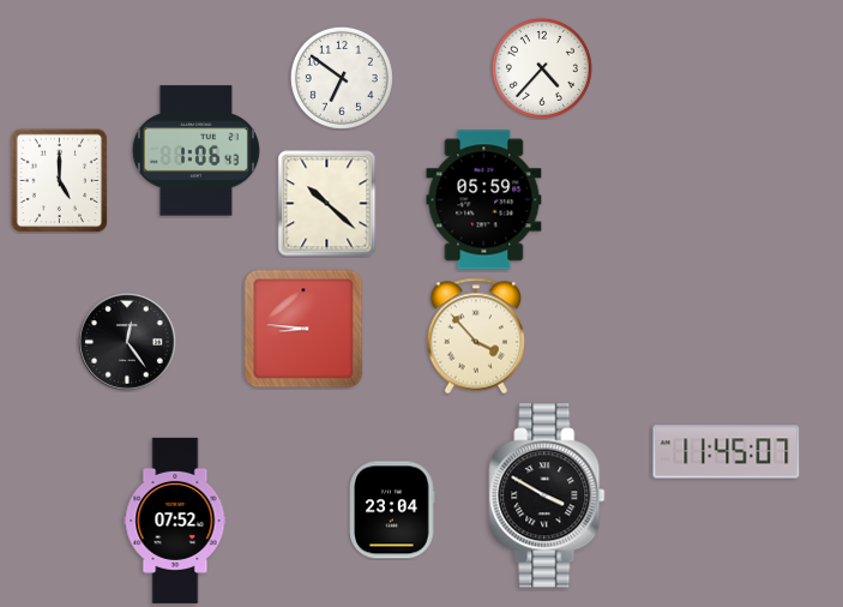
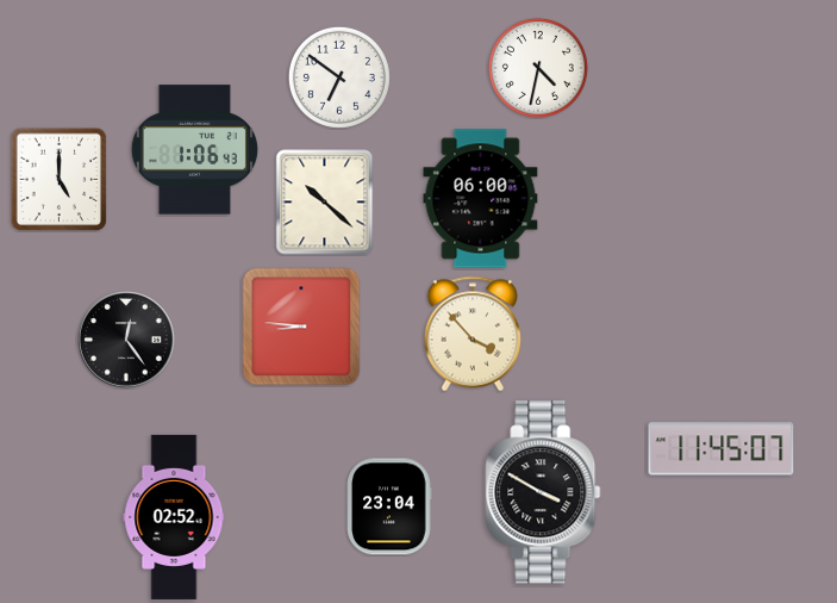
clock at (542, 68): 4:37 -> 4:32
clock at (484, 200): 05:59 -> 06:00
clock at (175, 521): 07:52 -> 02:52
